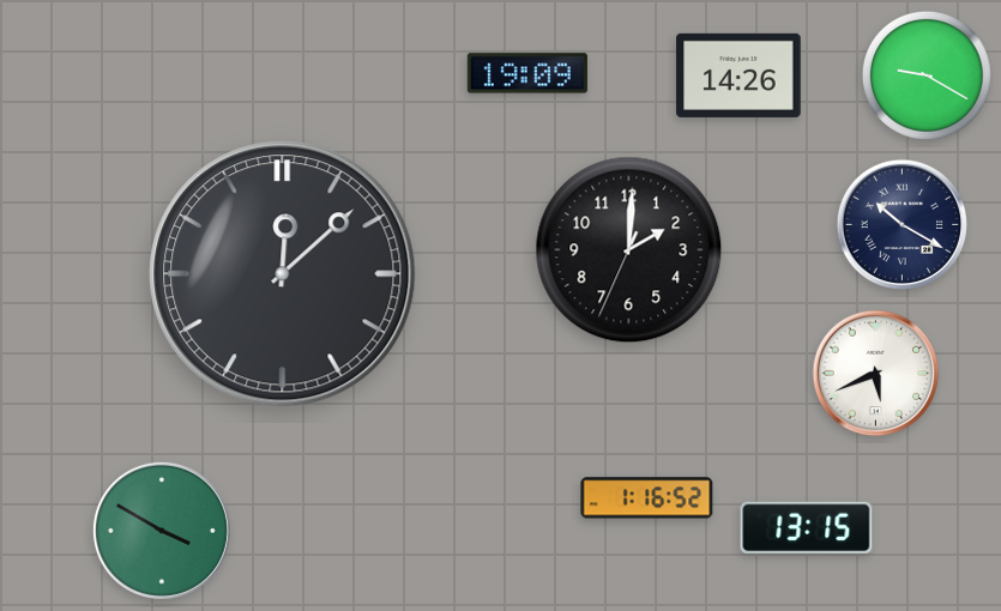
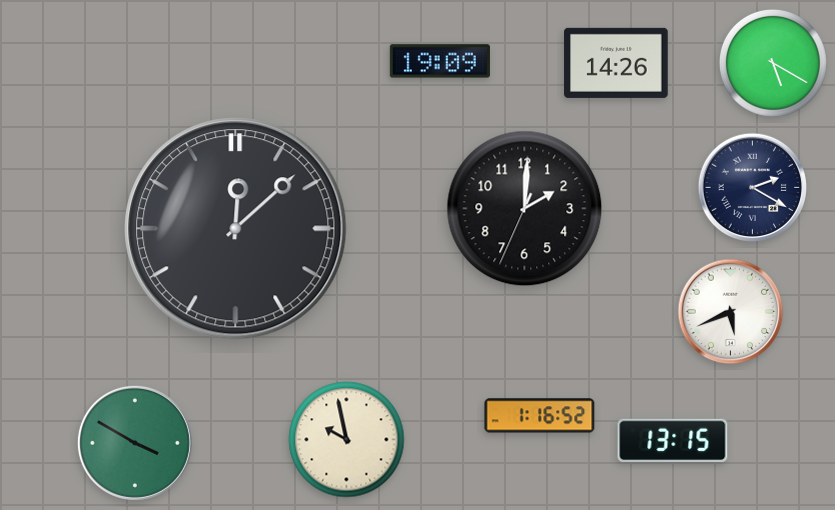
clock at (927, 75): 9:20 -> 5:20
clock at (901, 224): 10:20 -> 2:20
clock at (347, 440): none -> 9:58
